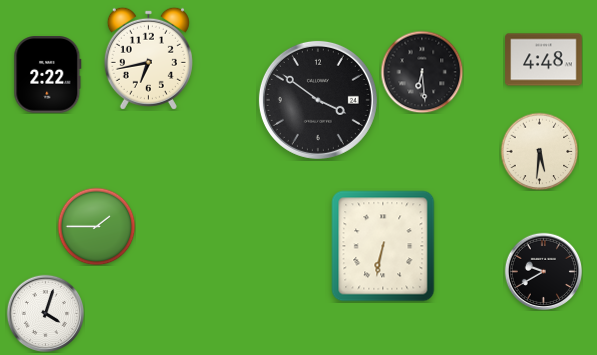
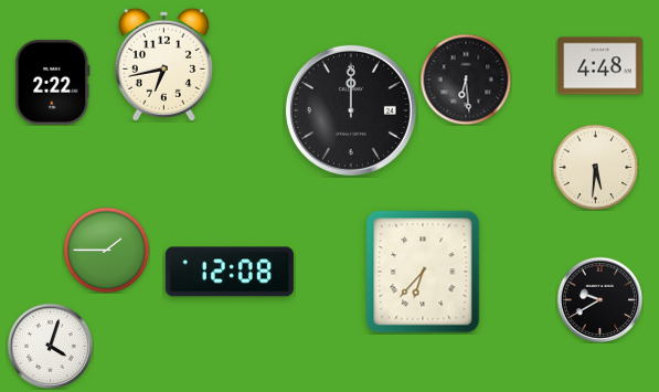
clock at (318, 100): 3:51 -> 12:00
clock at (230, 272): none -> 12:08
clock at (383, 246): 6:32 -> 6:37
